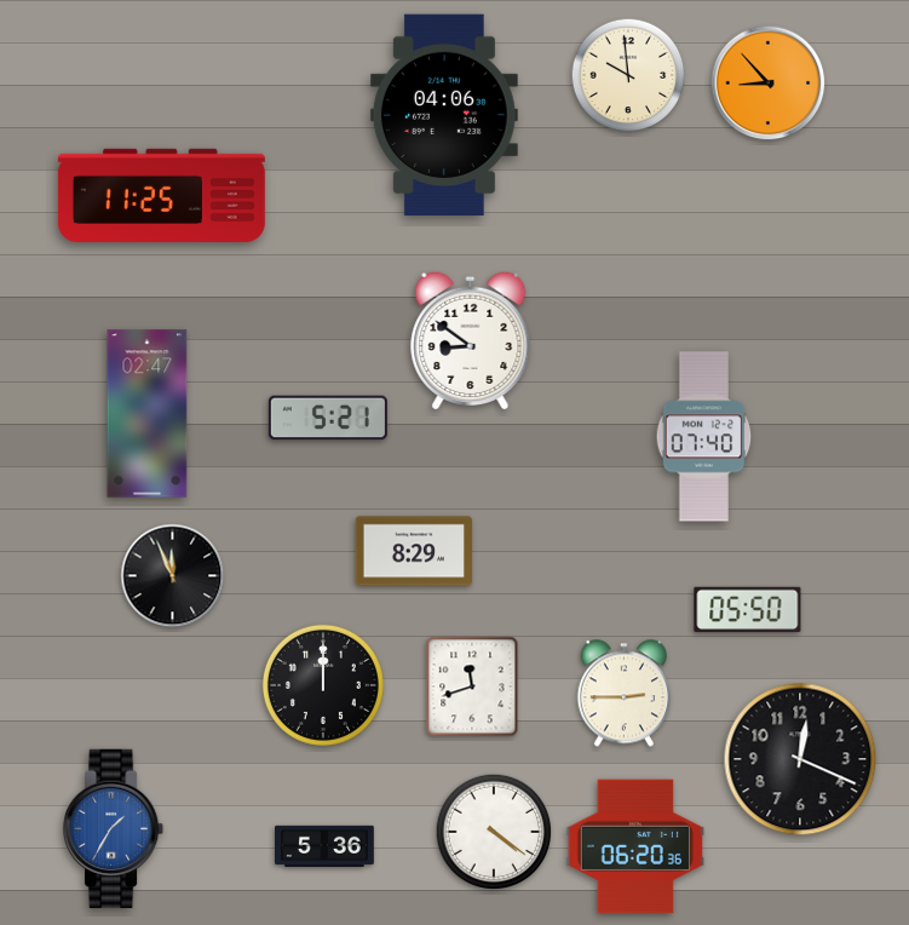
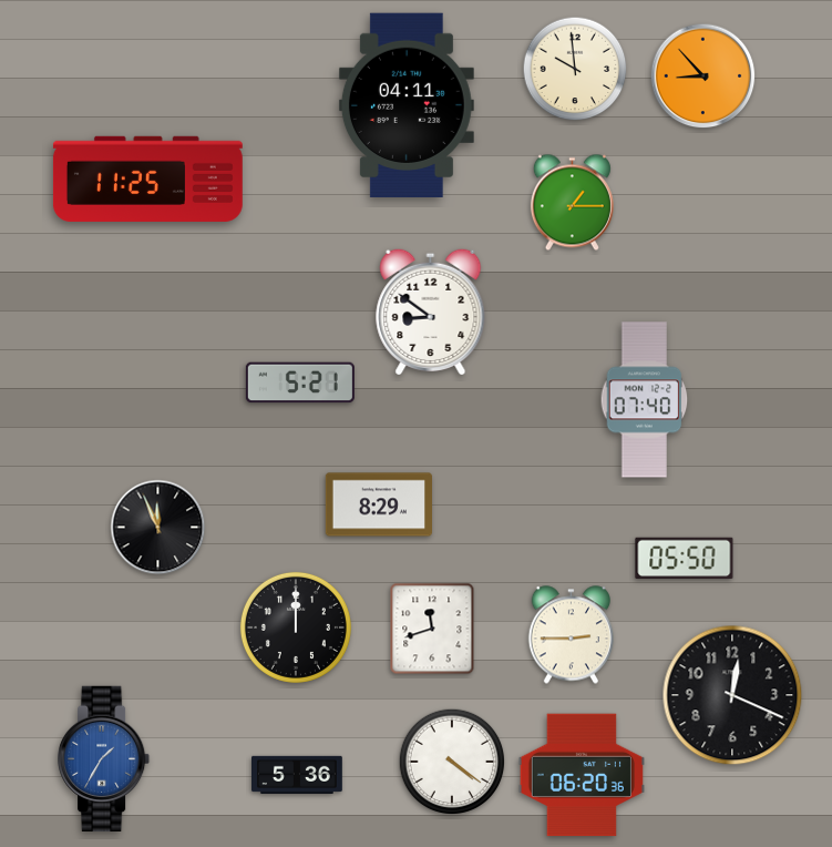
clock at (444, 114): 04:06 -> 04:11
clock at (572, 203): none -> 1:15
clock at (148, 414): 02:47 -> none
